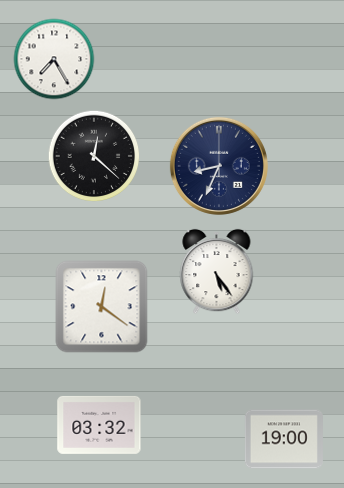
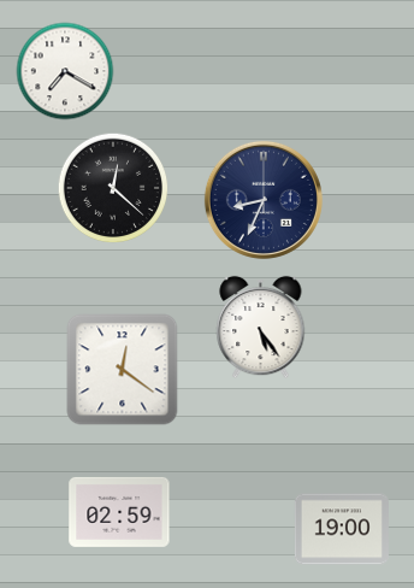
clock at (54, 59): 7:25 -> 7:20
clock at (99, 425): 03:32 -> 02:59
